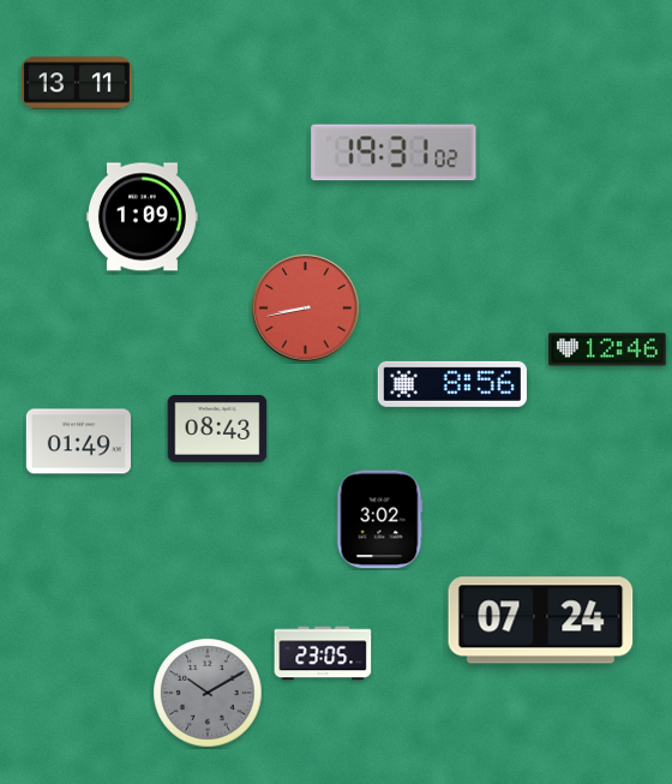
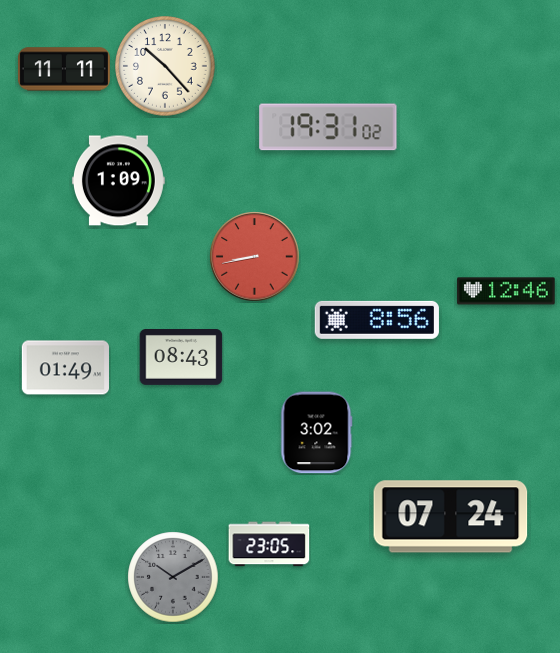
clock at (165, 66): none -> 10:23
clock at (77, 83): 13:11 -> 11:11
